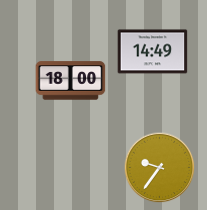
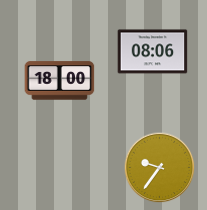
clock at (153, 52): 14:49 -> 08:06
clock at (71, 81) position: (71, 81) -> (60, 81)
